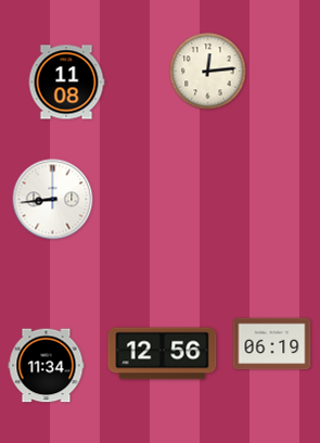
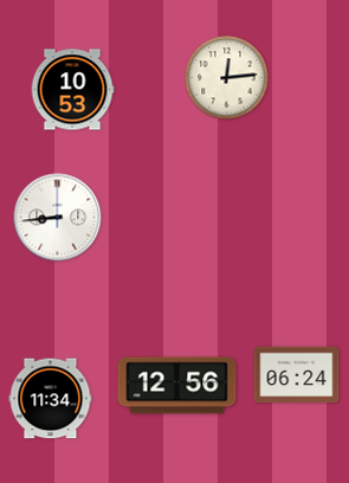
clock at (66, 83): 11:08 -> 10:53
clock at (272, 344): 06:19 -> 06:24
